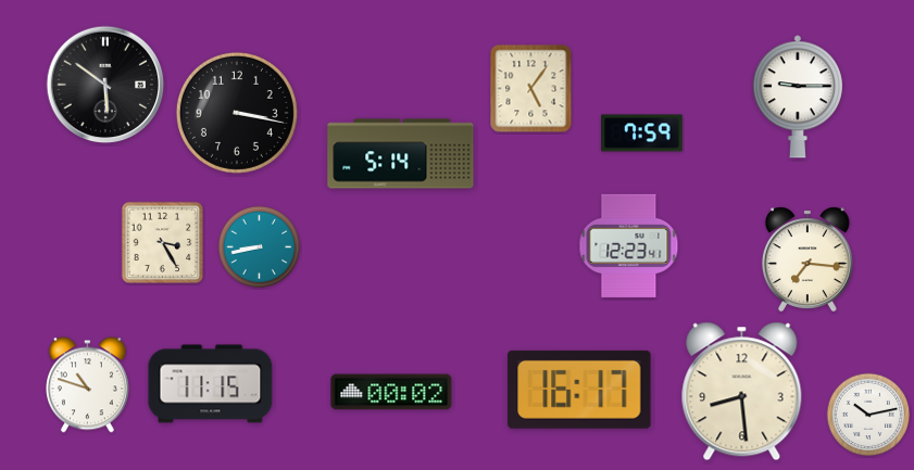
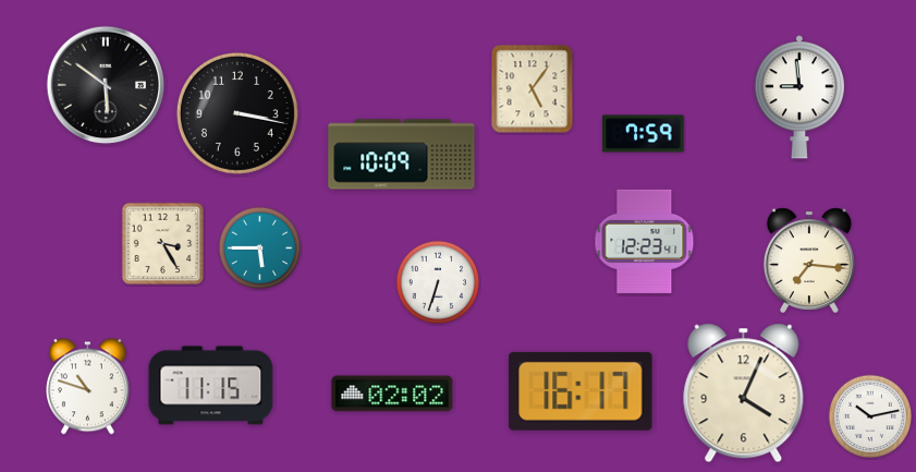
clock at (798, 97): 9:15 -> 8:59
clock at (401, 154): 5:14 -> 10:09
clock at (629, 245) position: (629, 245) -> (645, 241)
clock at (260, 247): 8:43 -> 5:45
clock at (438, 282): none -> 6:33
clock at (391, 392): 00:02 -> 02:02
clock at (742, 392): 8:29 -> 4:04
